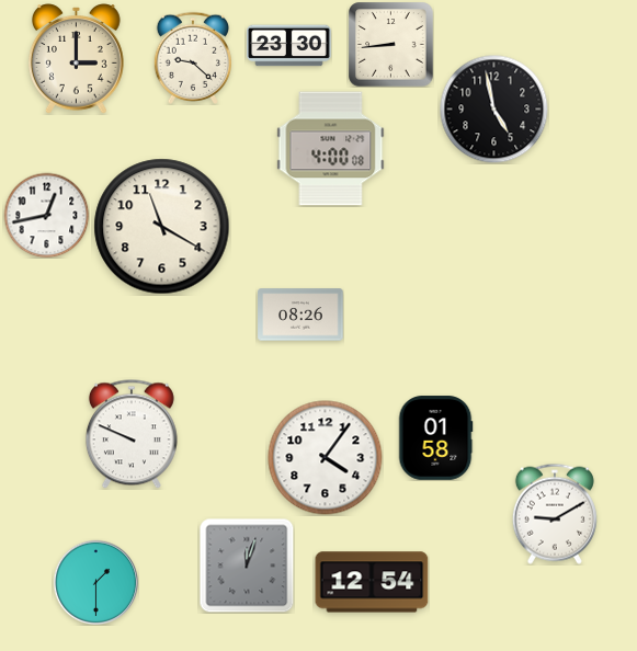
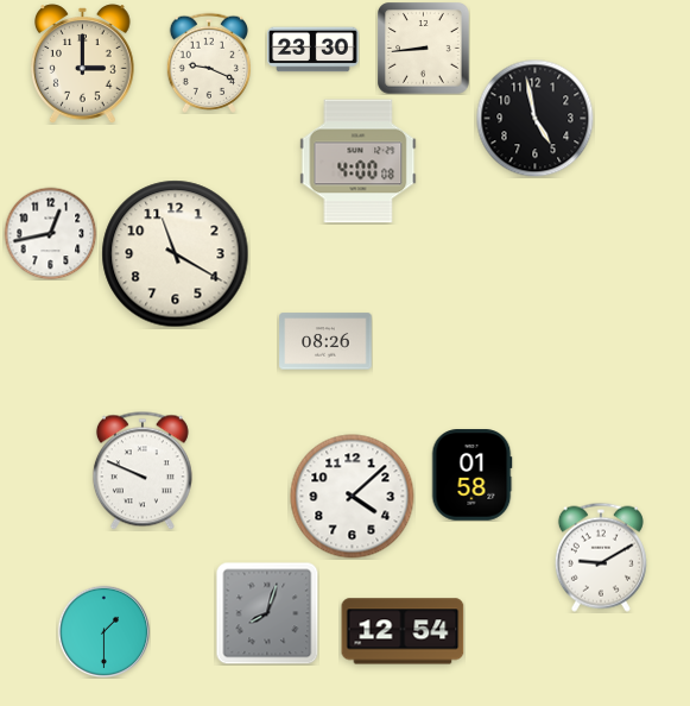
clock at (192, 58): 9:22 -> 9:19
clock at (162, 227) position: (162, 227) -> (176, 254)
clock at (326, 458): 4:06 -> 4:08
clock at (247, 566): 12:03 -> 8:03
